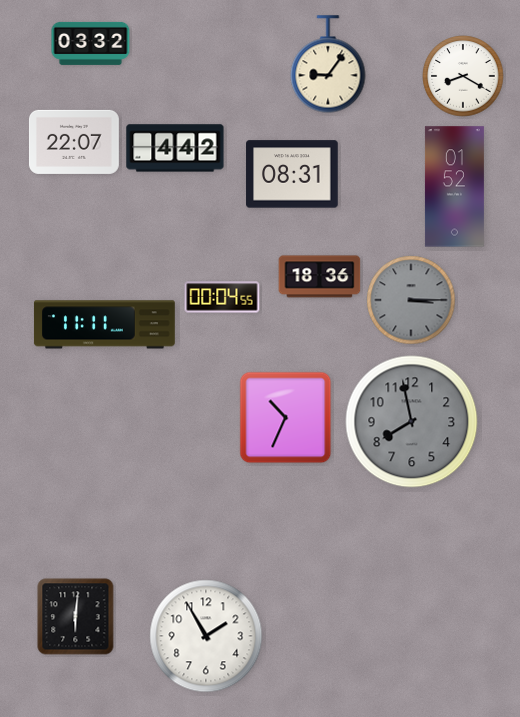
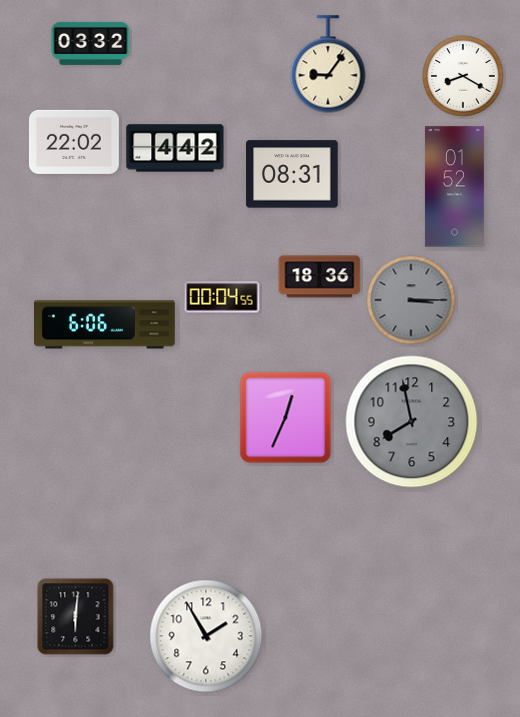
clock at (74, 142): 22:07 -> 22:02
clock at (104, 325): 11:11 -> 6:06
clock at (286, 418): 10:34 -> 12:34
